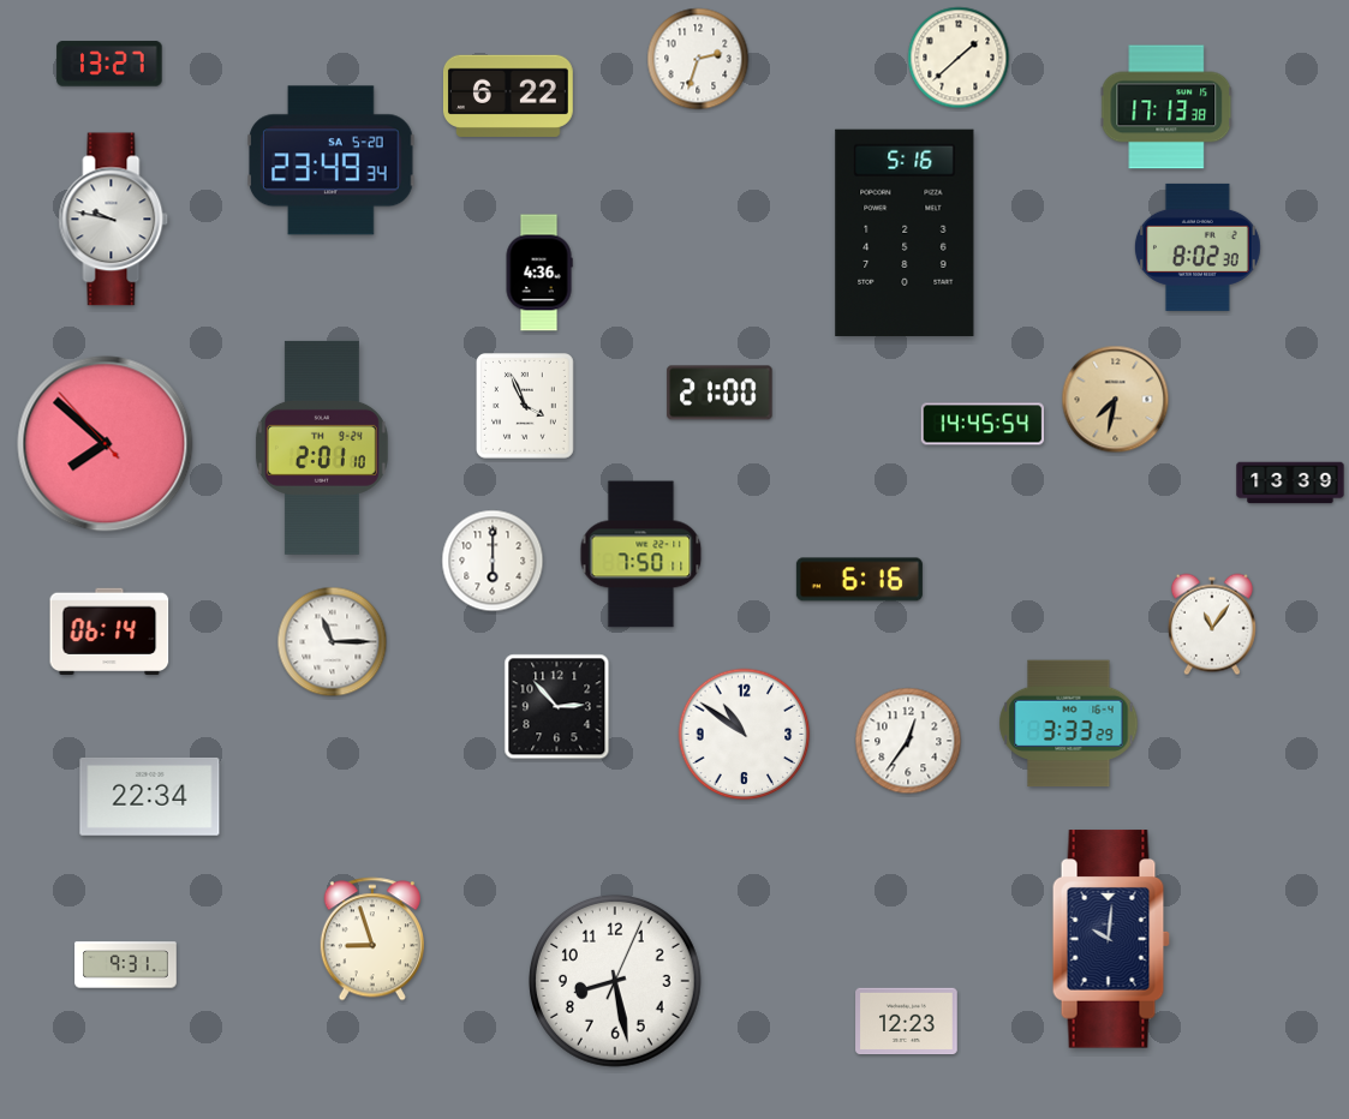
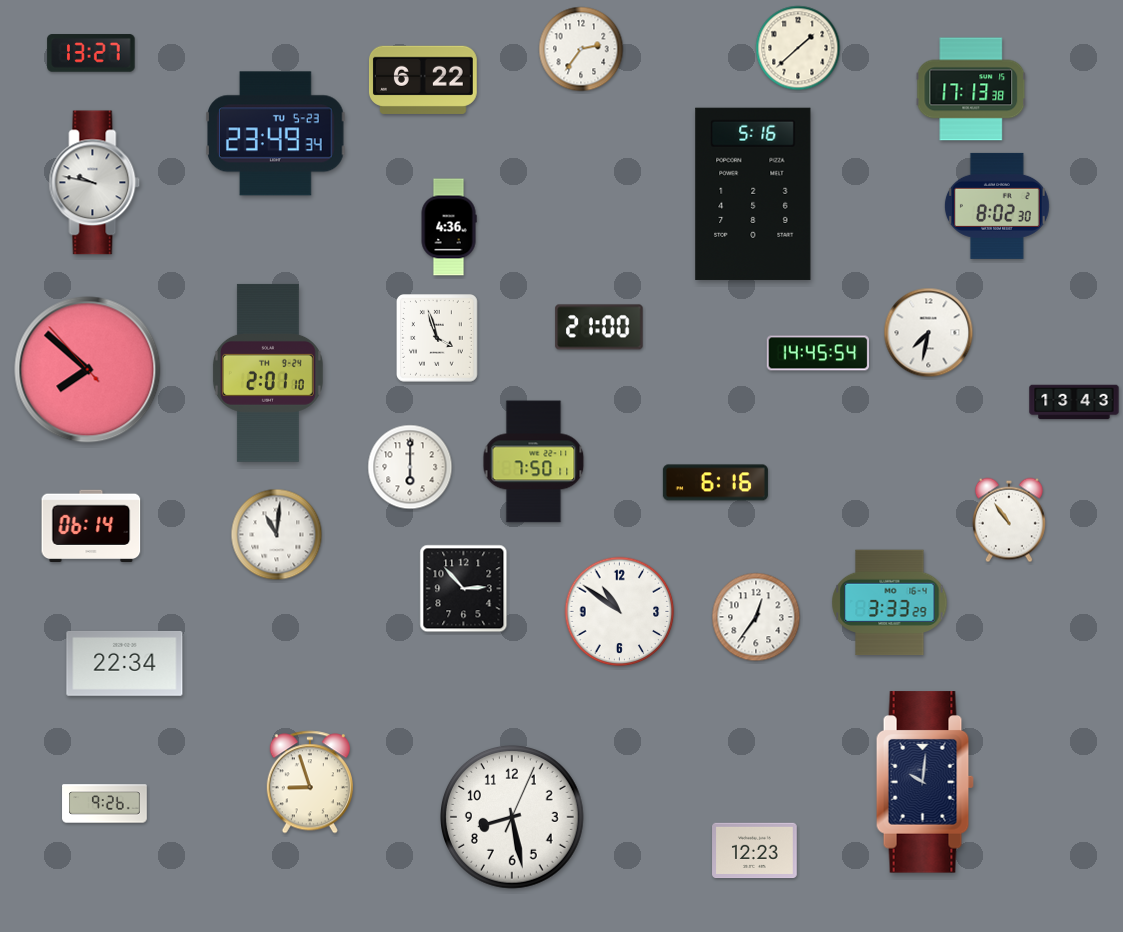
clock at (698, 59): 2:33 -> 2:36
clock at (332, 161) date: SA 5-20 -> TU 5-23
clock at (1116, 400) dial: champagne -> white
clock at (526, 407): 3:56 -> 3:57
clock at (1290, 483): 13:39 -> 13:43
clock at (1212, 624): 11:06 -> 10:54
clock at (333, 642): 11:15 -> 11:01
clock at (126, 965): 9:31 -> 9:26
